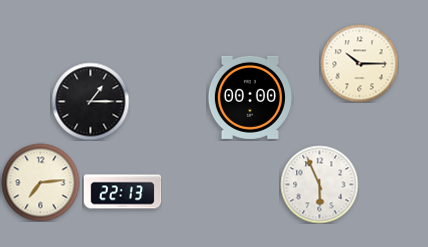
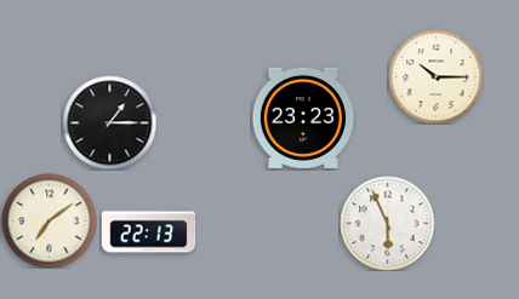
clock at (250, 97): 00:00 -> 23:23
clock at (40, 182): 7:14 -> 7:09
